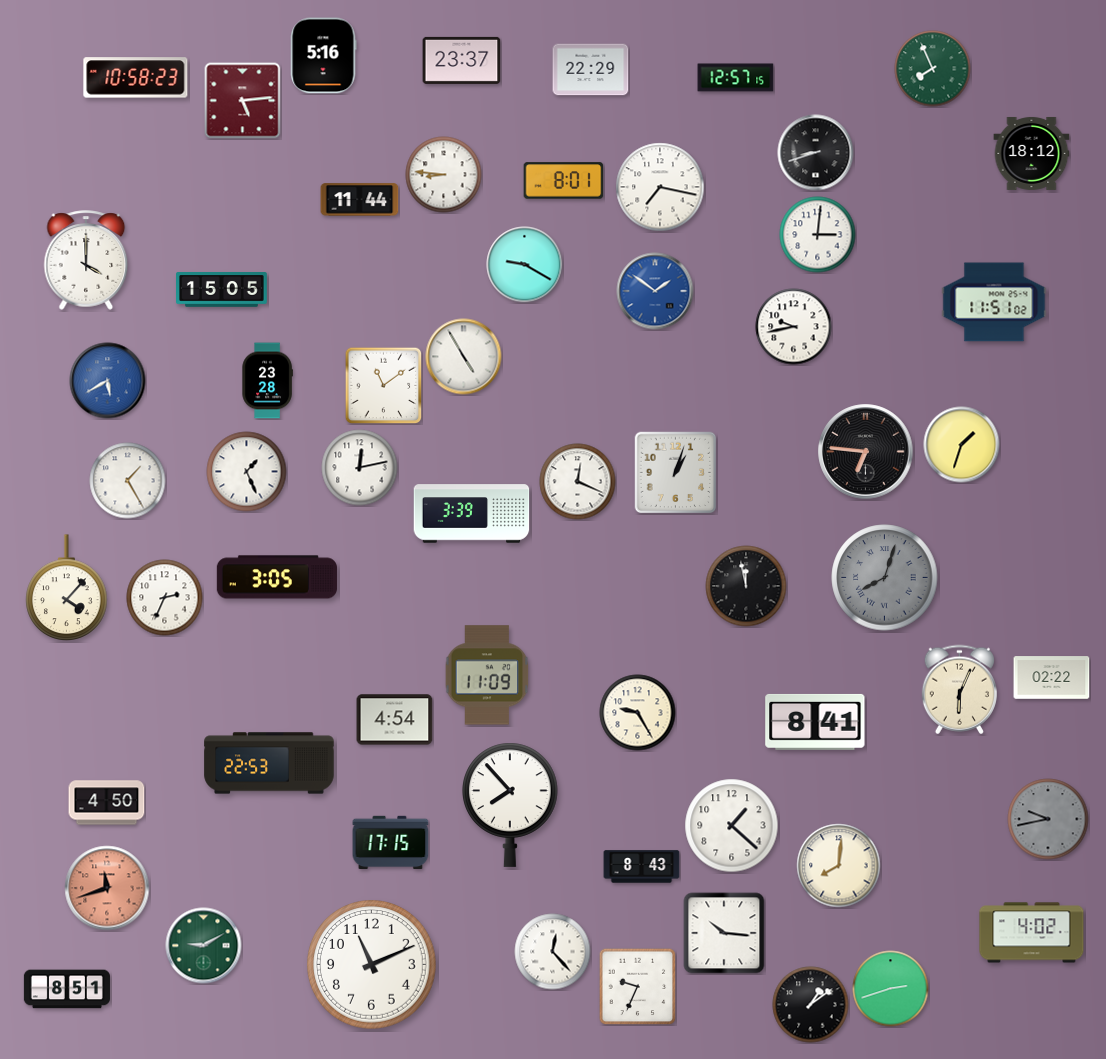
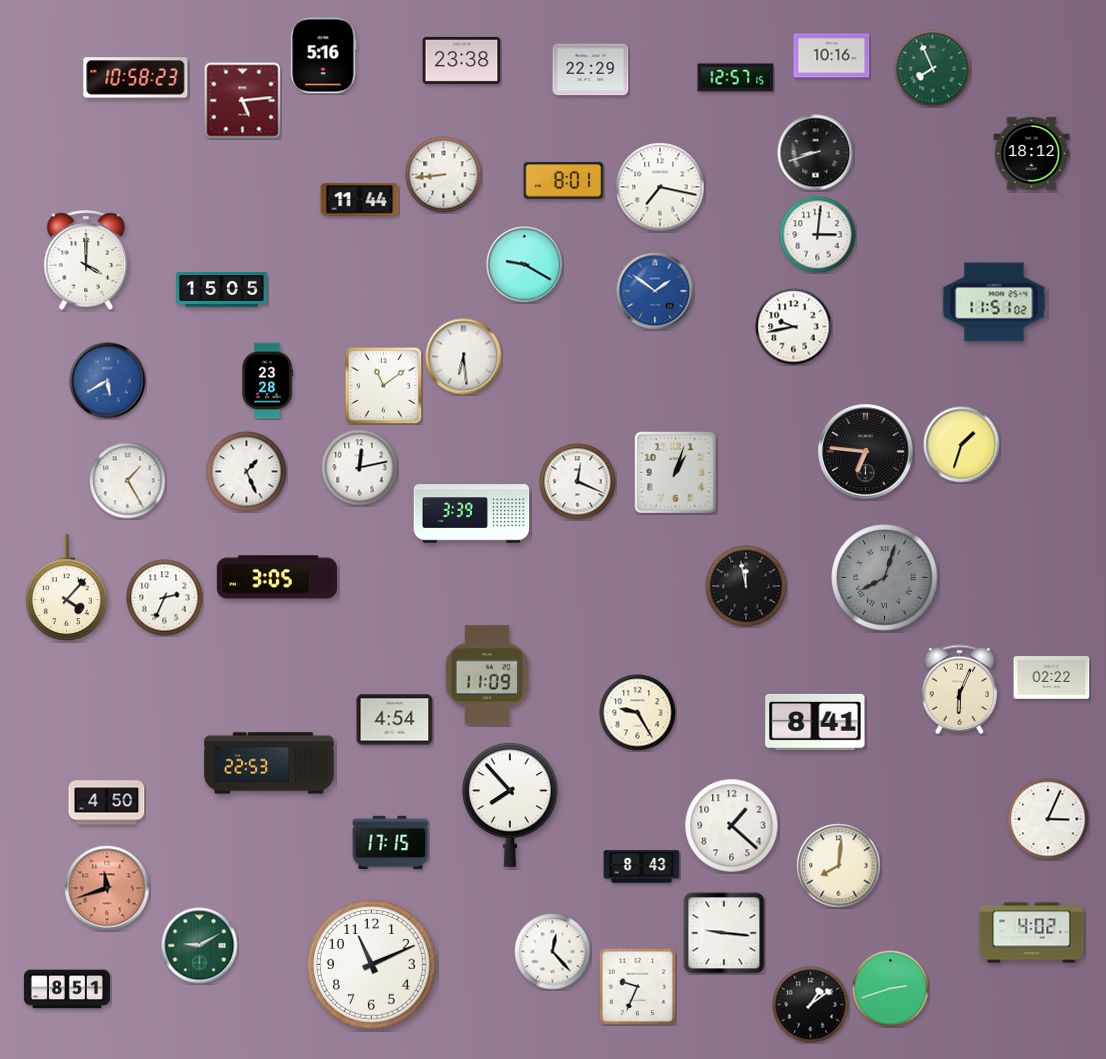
clock at (832, 56): none -> 10:16
clock at (462, 60): 23:37 -> 23:38
clock at (444, 175): 8:46 -> 8:44
clock at (464, 357): 4:55 -> 6:29
clock at (1048, 819): 9:43 -> 3:04
clock at (1048, 819) dial: grey -> white
clock at (724, 933): 10:16 -> 9:16
clock at (204, 946) position: (204, 946) -> (200, 946)
